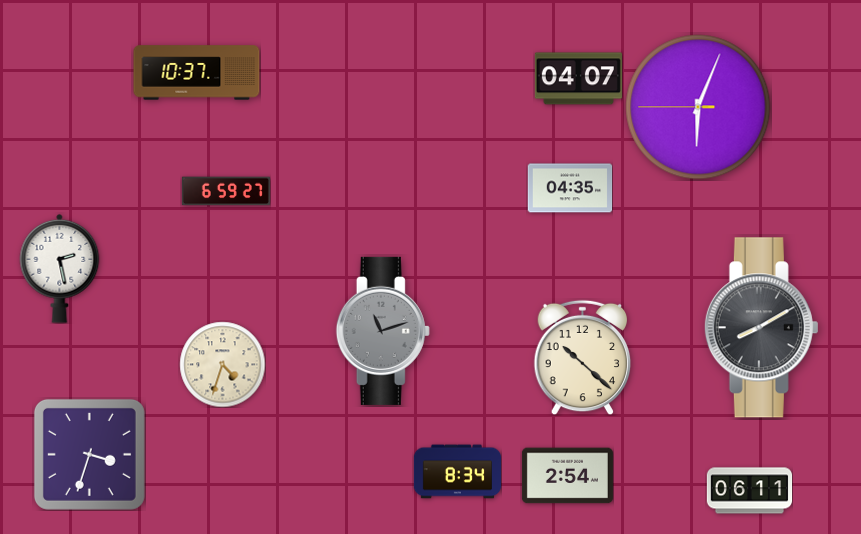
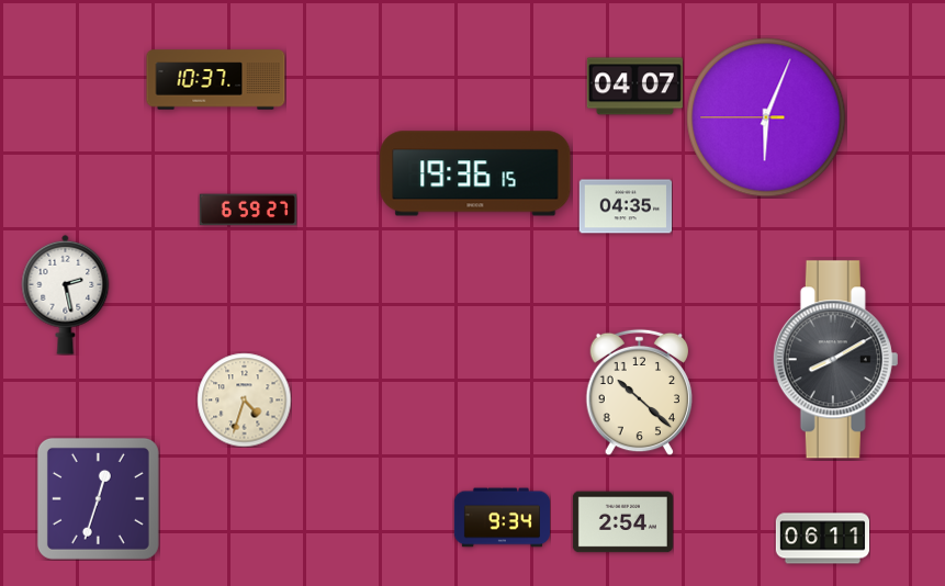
clock at (475, 173): none -> 19:36
clock at (383, 331): 11:12 -> none
clock at (89, 454): 3:33 -> 12:33
clock at (457, 472): 8:34 -> 9:34
